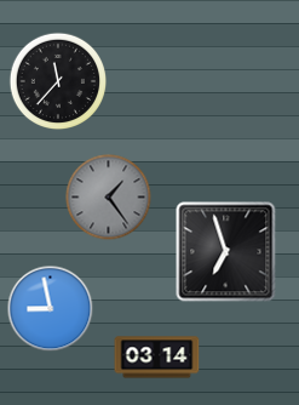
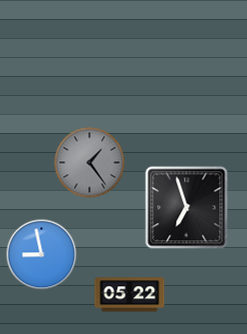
clock at (58, 81): 11:37 -> none
clock at (157, 358): 03:14 -> 05:22
